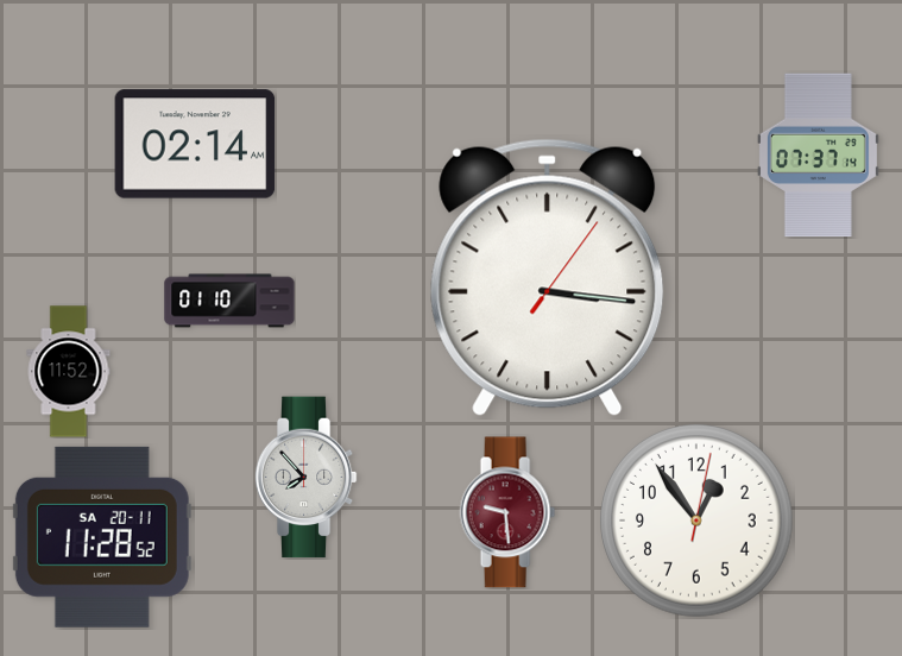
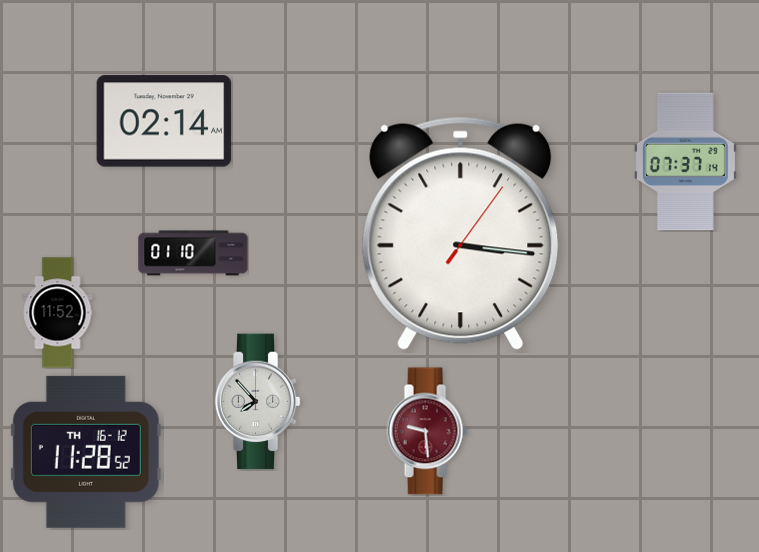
clock at (818, 156) position: (818, 156) -> (685, 162)
clock at (696, 521): 12:54 -> none
clock at (102, 537) date: SA 20-11 -> TH 16-12
